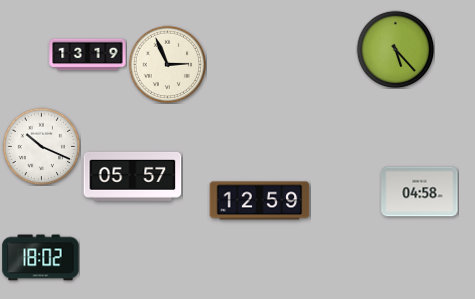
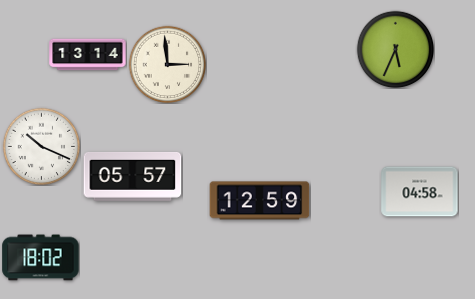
clock at (395, 49): 5:23 -> 5:34
clock at (88, 55): 13:19 -> 13:14
clock at (167, 64): 2:56 -> 2:59
